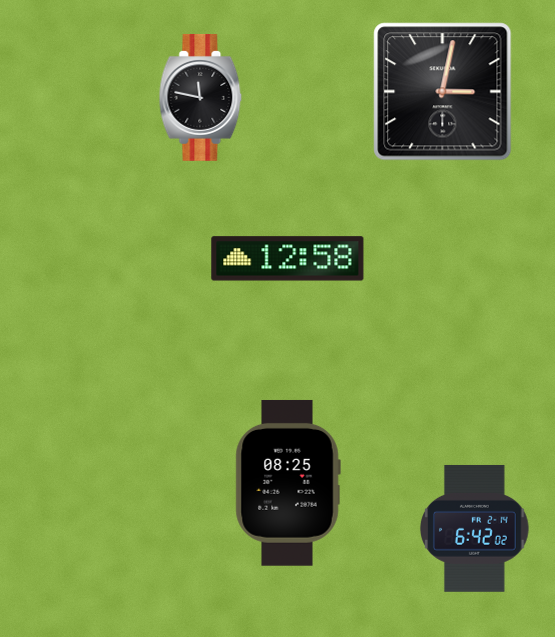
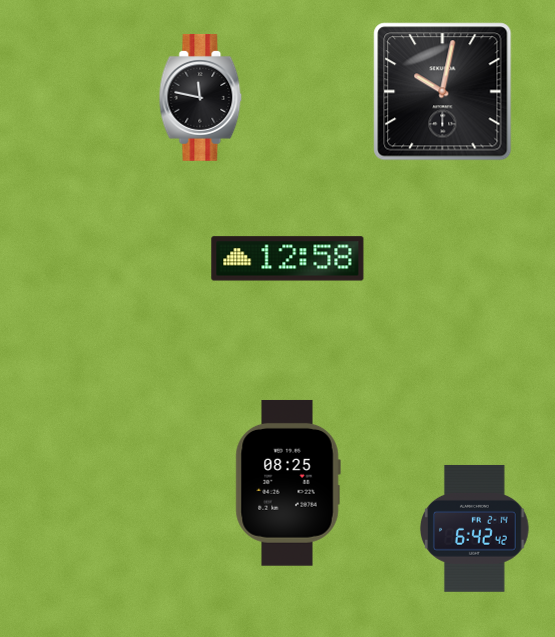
clock at (443, 92): 3:02 -> 10:02
clock at (475, 528): 6:42:02 -> 6:42:42
